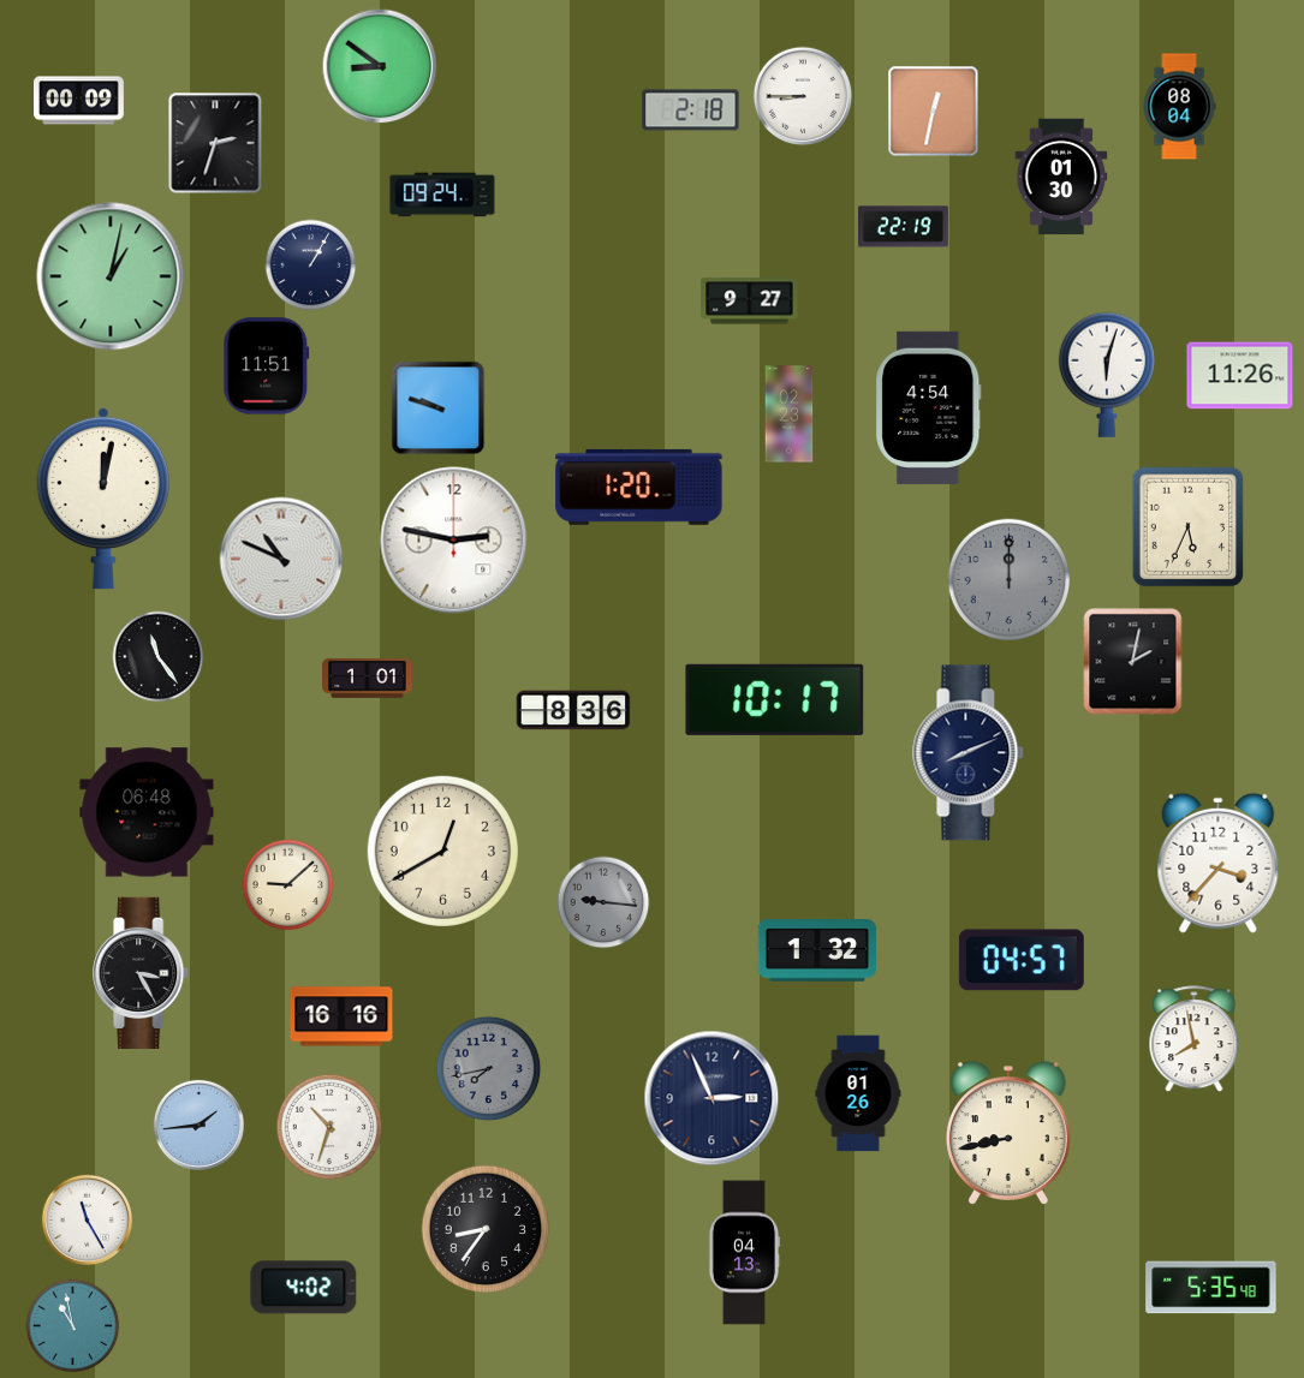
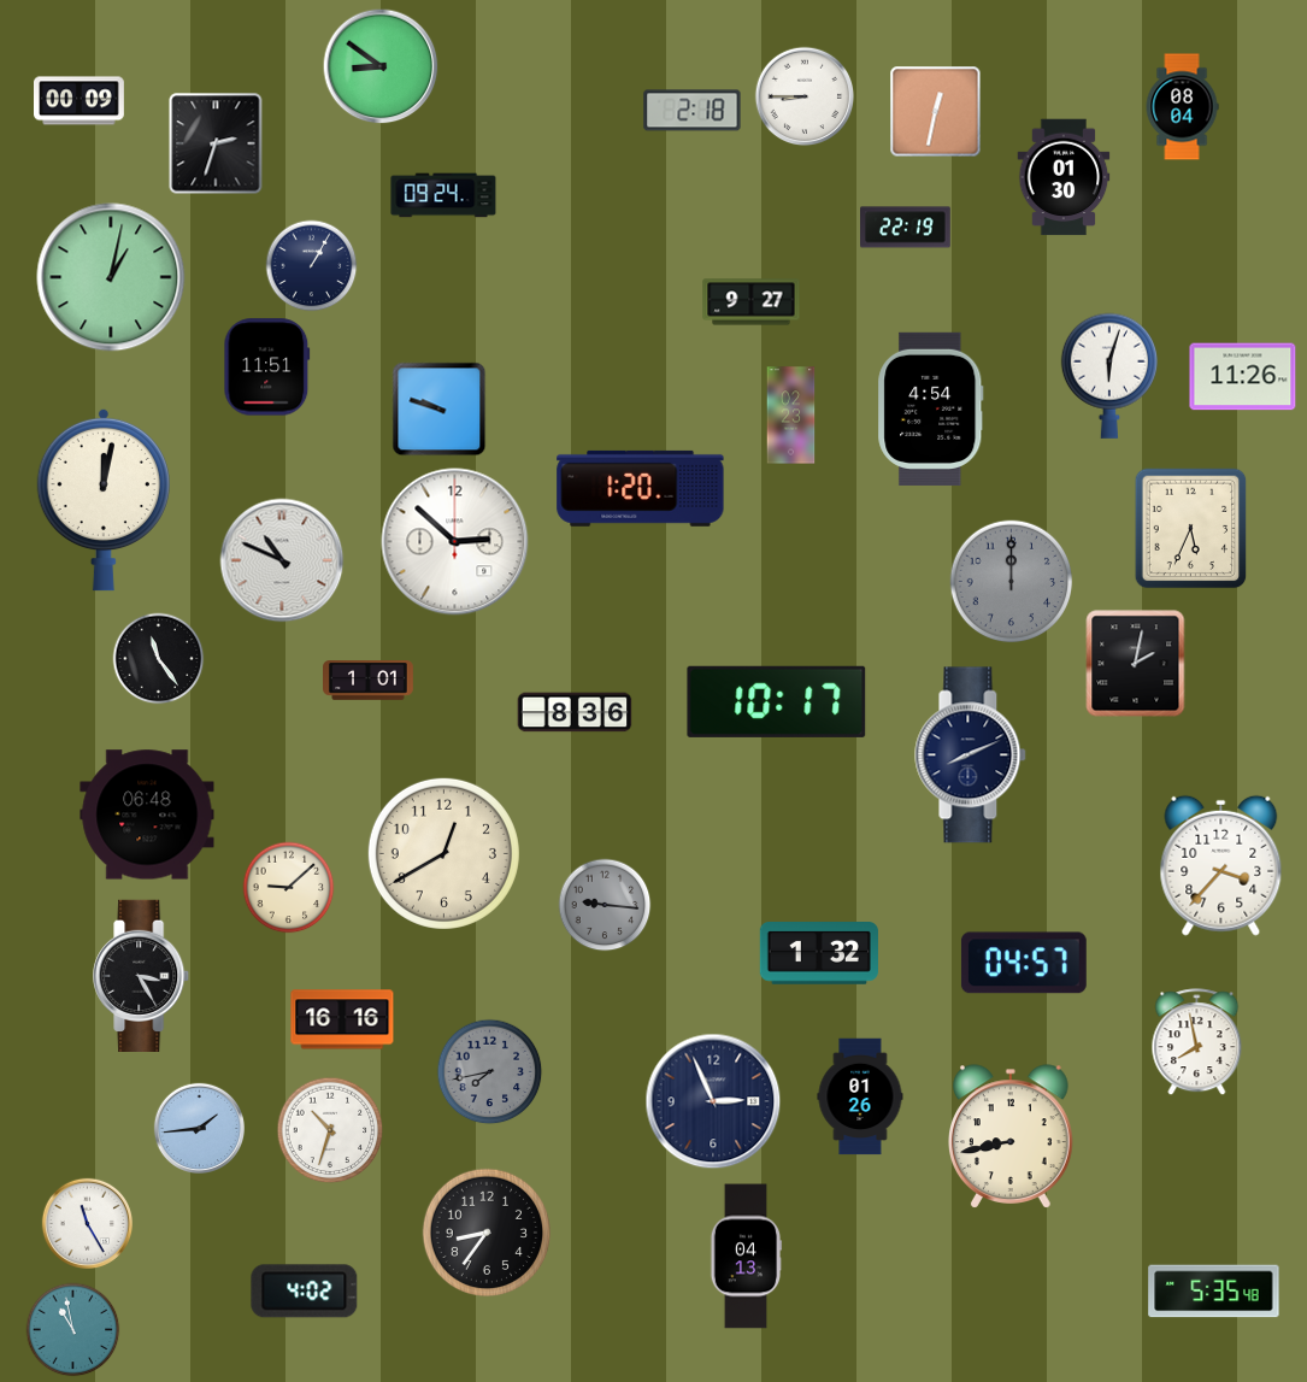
clock at (454, 541): 2:47 -> 2:52
